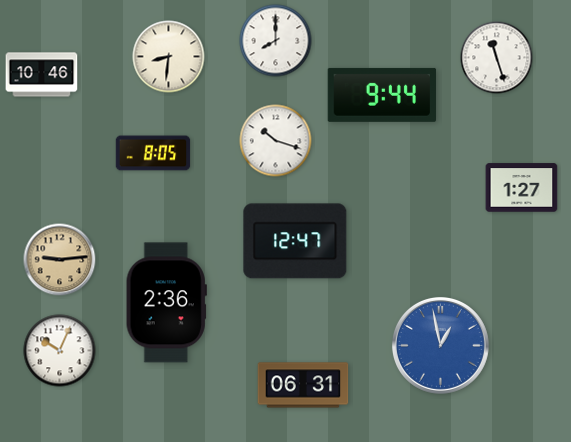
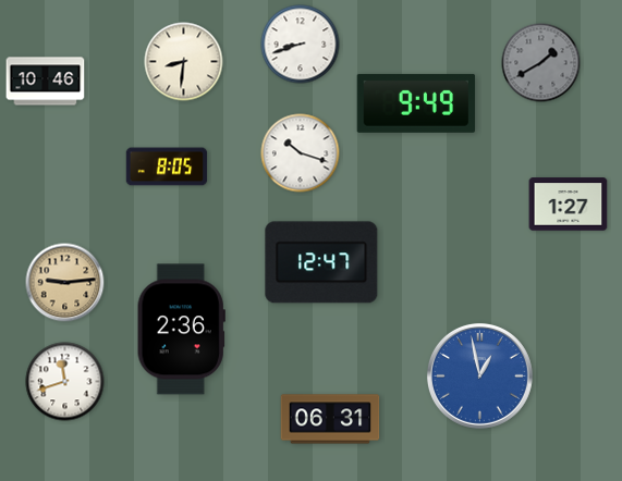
clock at (276, 41): 8:00 -> 8:42
clock at (497, 58): 11:27 -> 1:40
clock at (497, 58) dial: white -> grey
clock at (382, 95): 9:44 -> 9:49
clock at (60, 351): 10:04 -> 11:42
